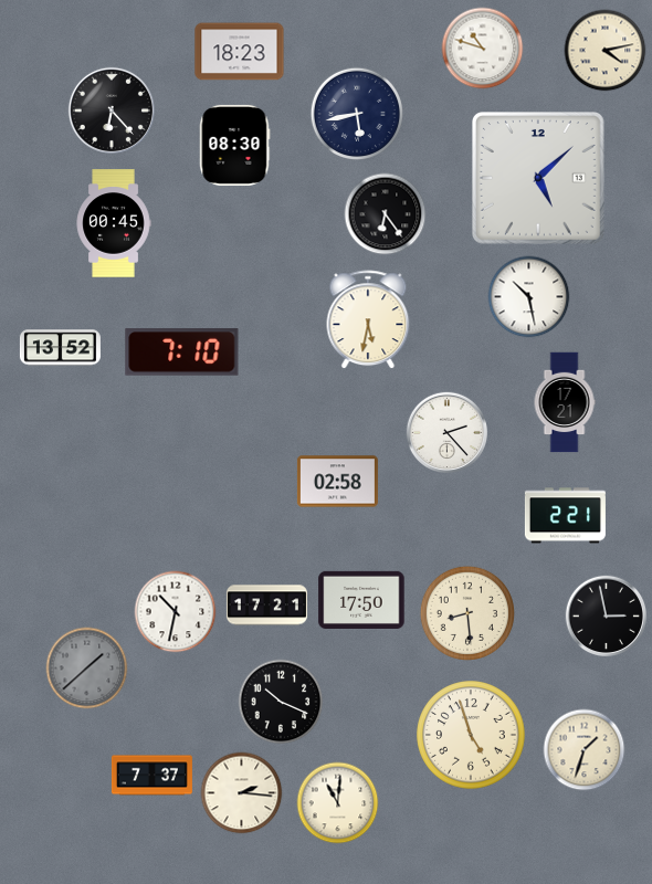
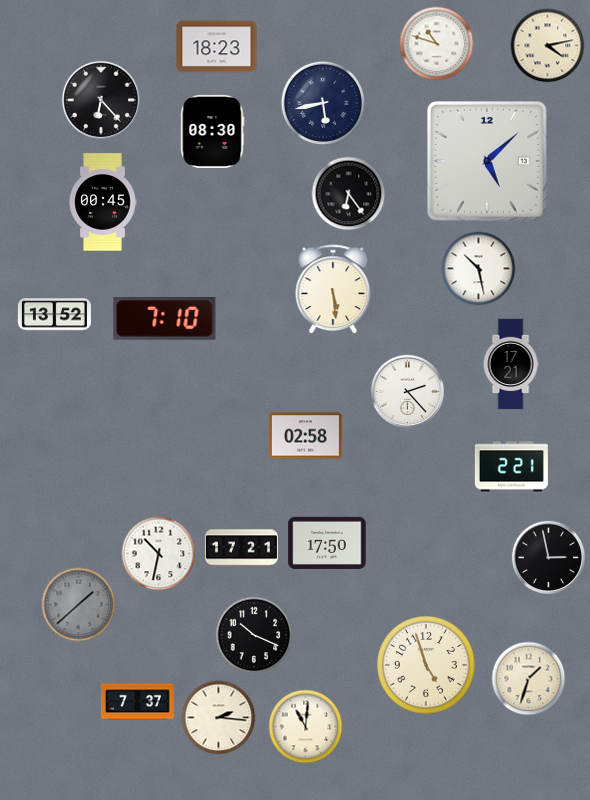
clock at (368, 320): 5:32 -> 5:29
clock at (446, 432) position: (446, 432) -> (407, 391)
clock at (467, 613): 8:29 -> none
